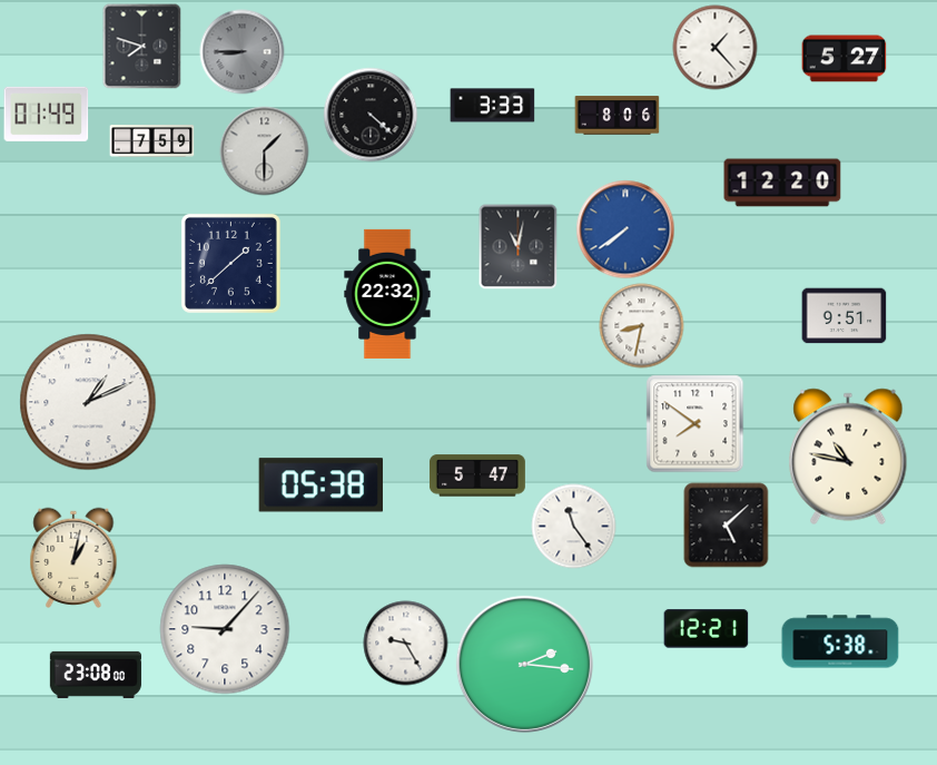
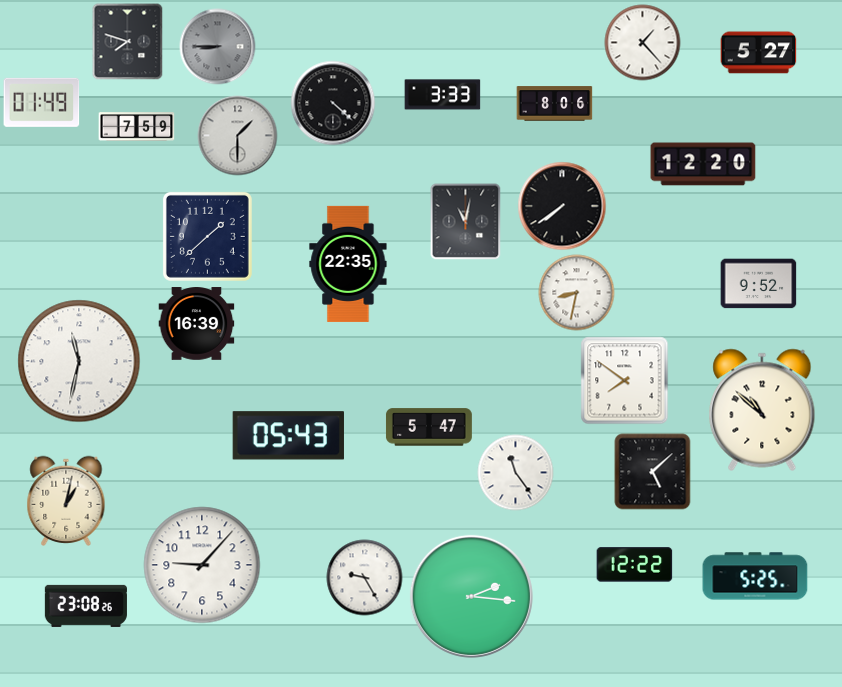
clock at (625, 229) dial: blue -> black
clock at (387, 294): 22:32 -> 22:35
clock at (845, 316): 9:51 -> 9:52
clock at (197, 324): none -> 16:39
clock at (88, 402): 1:11 -> 11:32
clock at (848, 457): 10:47 -> 10:52
clock at (320, 486): 05:38 -> 05:43
clock at (707, 629): 12:21 -> 12:22
clock at (840, 641): 5:38 -> 5:25
clock at (96, 675): 23:08:00 -> 23:08:26
